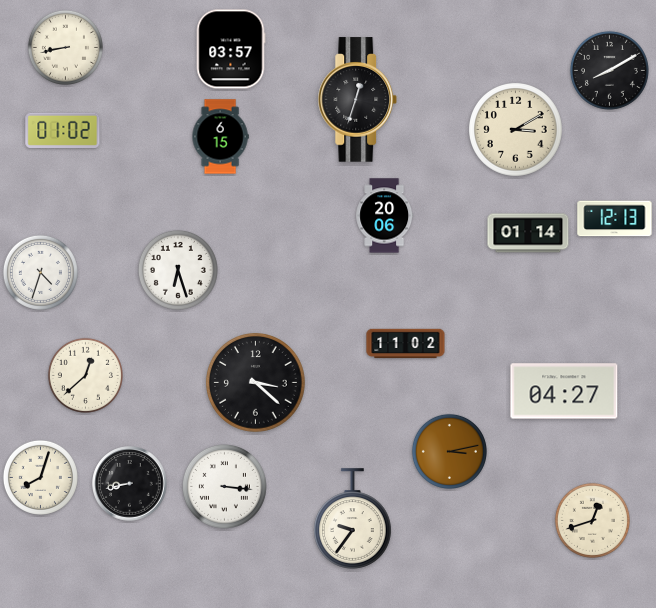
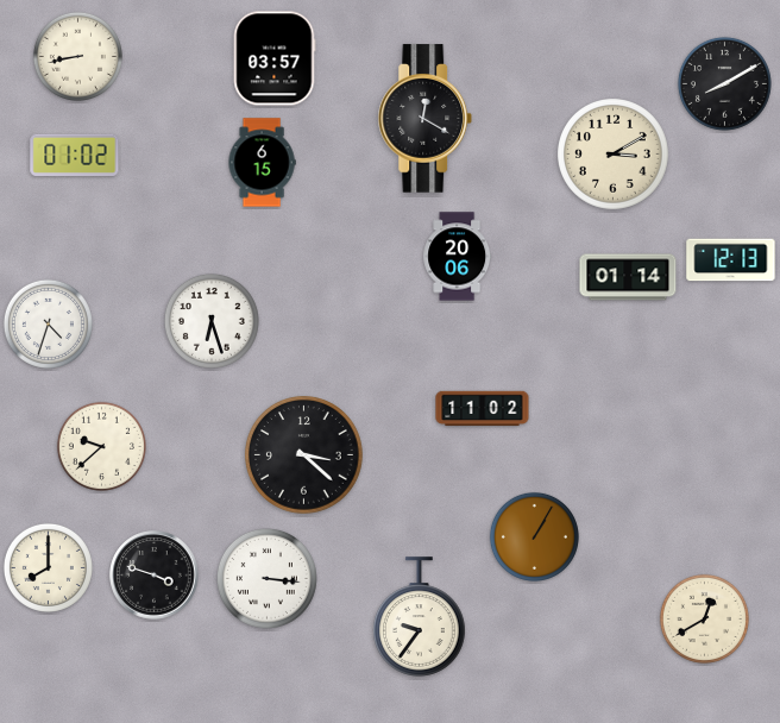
clock at (358, 100): 12:33 -> 12:20
clock at (85, 375): 12:38 -> 9:38
clock at (564, 391): 04:27 -> none
clock at (449, 451): 3:13 -> 1:05
clock at (40, 477): 8:03 -> 8:00
clock at (130, 484): 8:43 -> 3:48
clock at (592, 520): 12:42 -> 12:40
